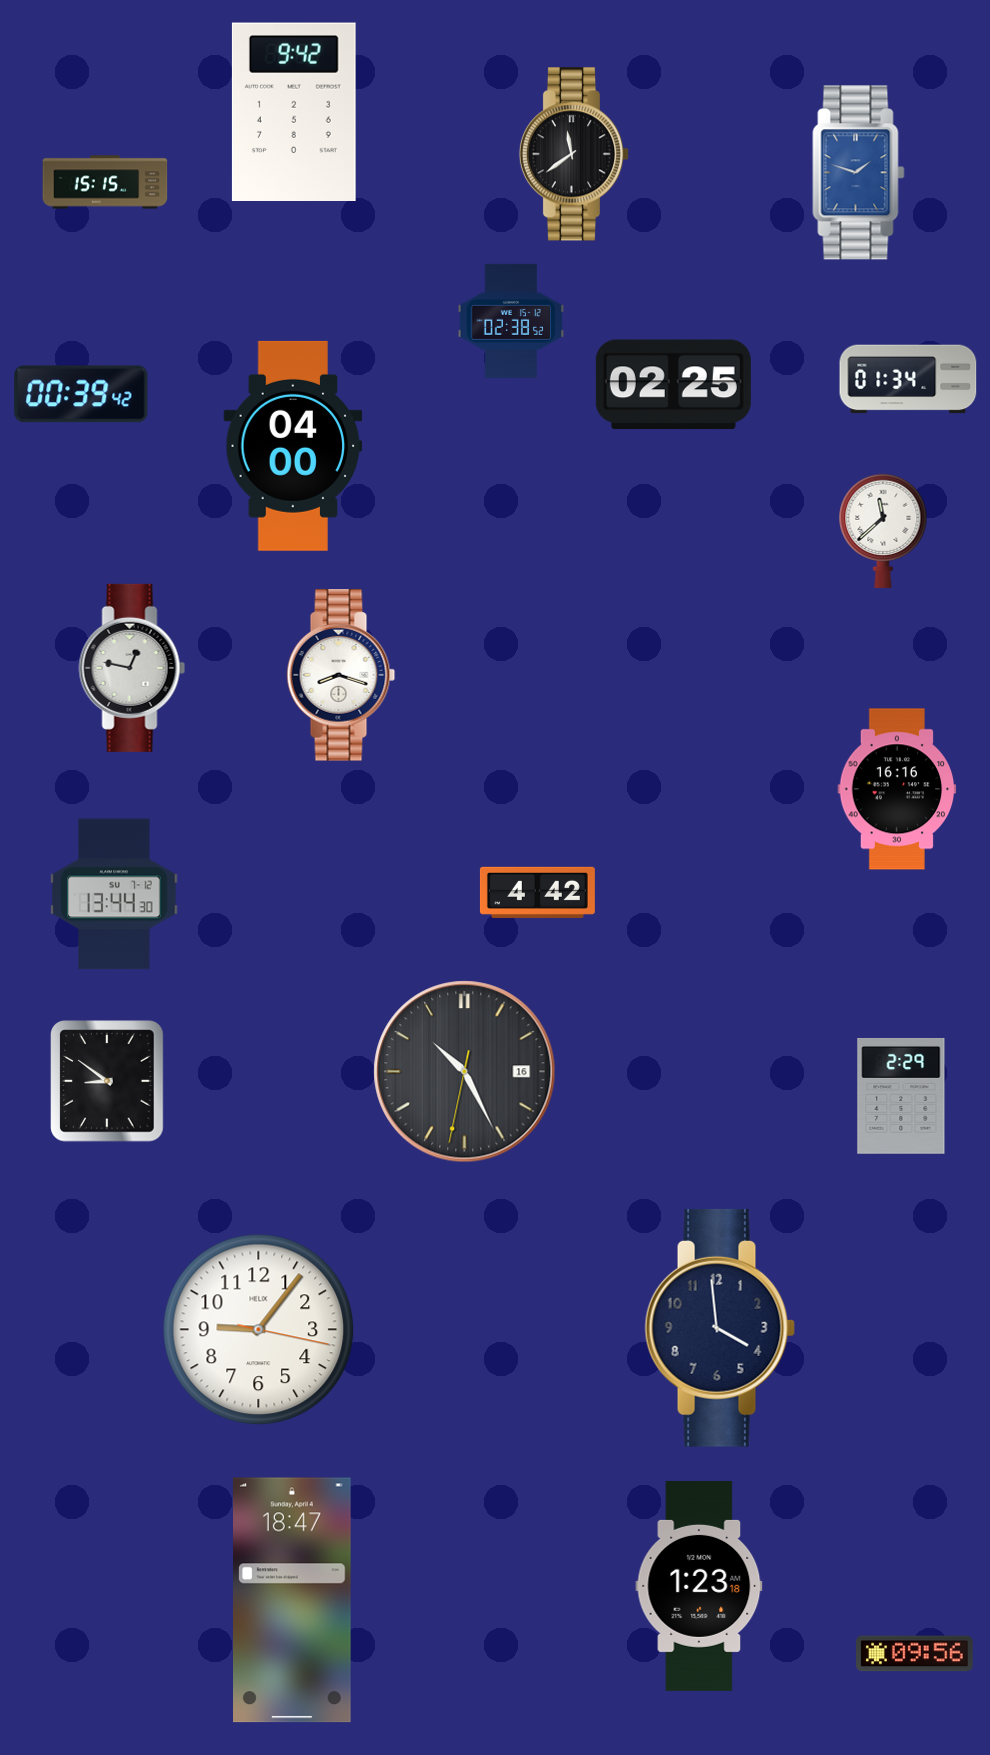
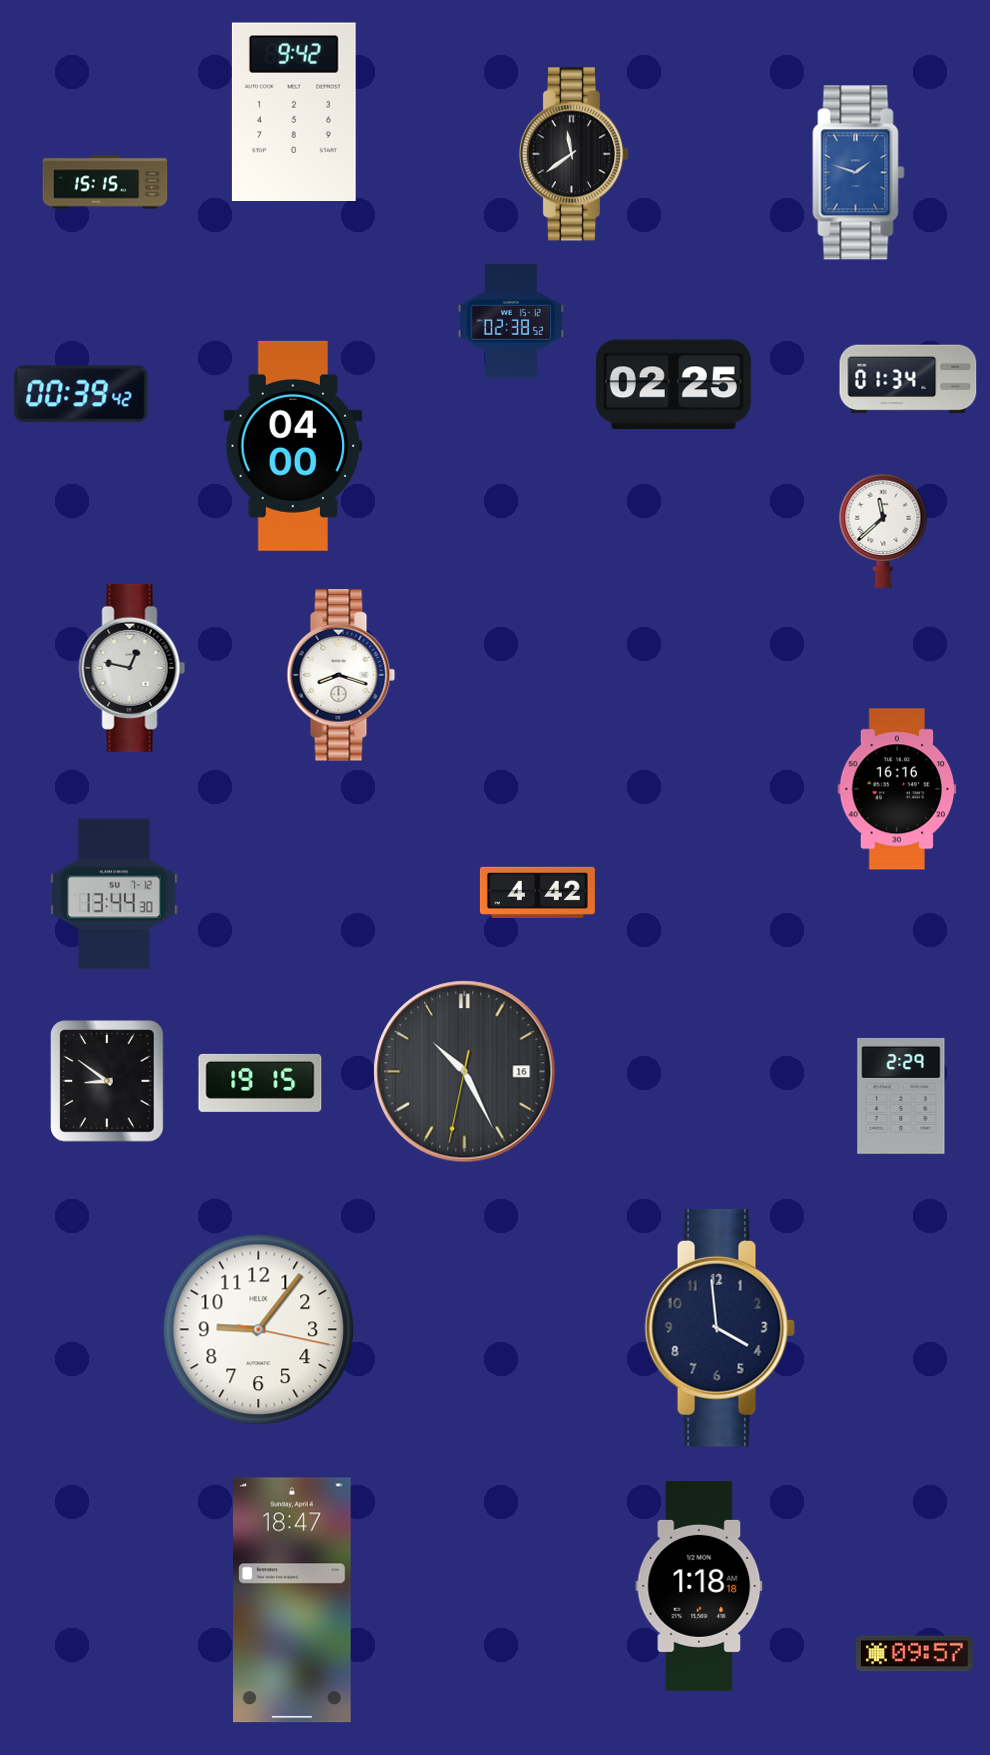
clock at (260, 1083): none -> 19:15
clock at (699, 1586): 1:23 -> 1:18
clock at (915, 1654): 09:56 -> 09:57
